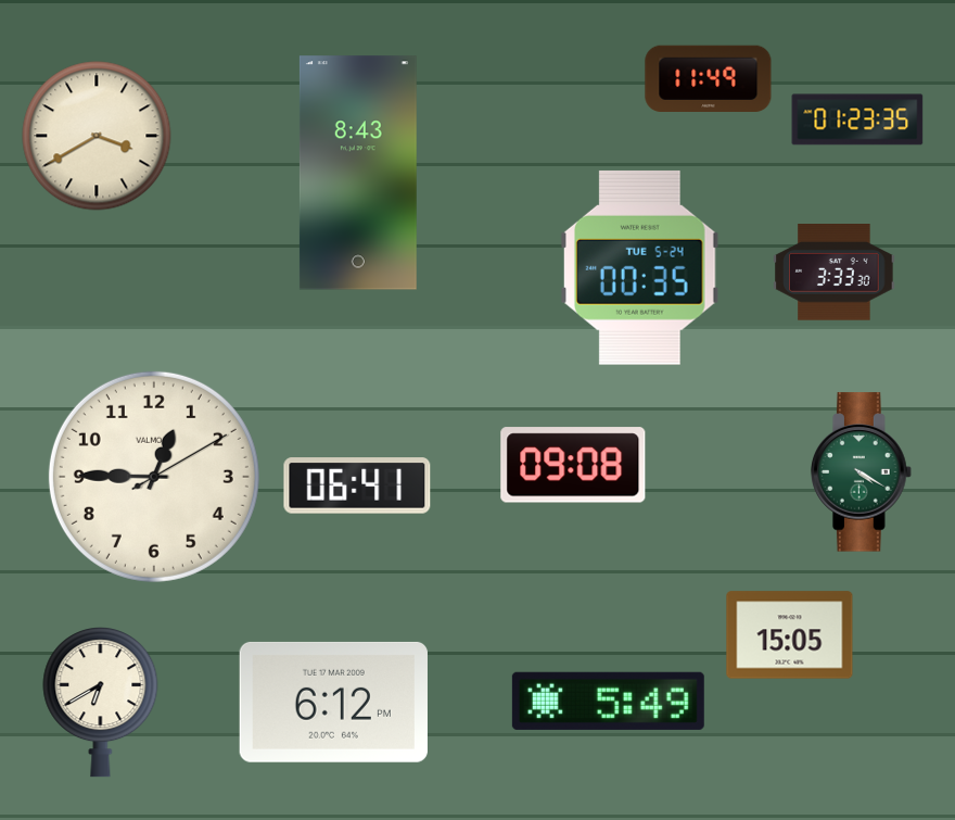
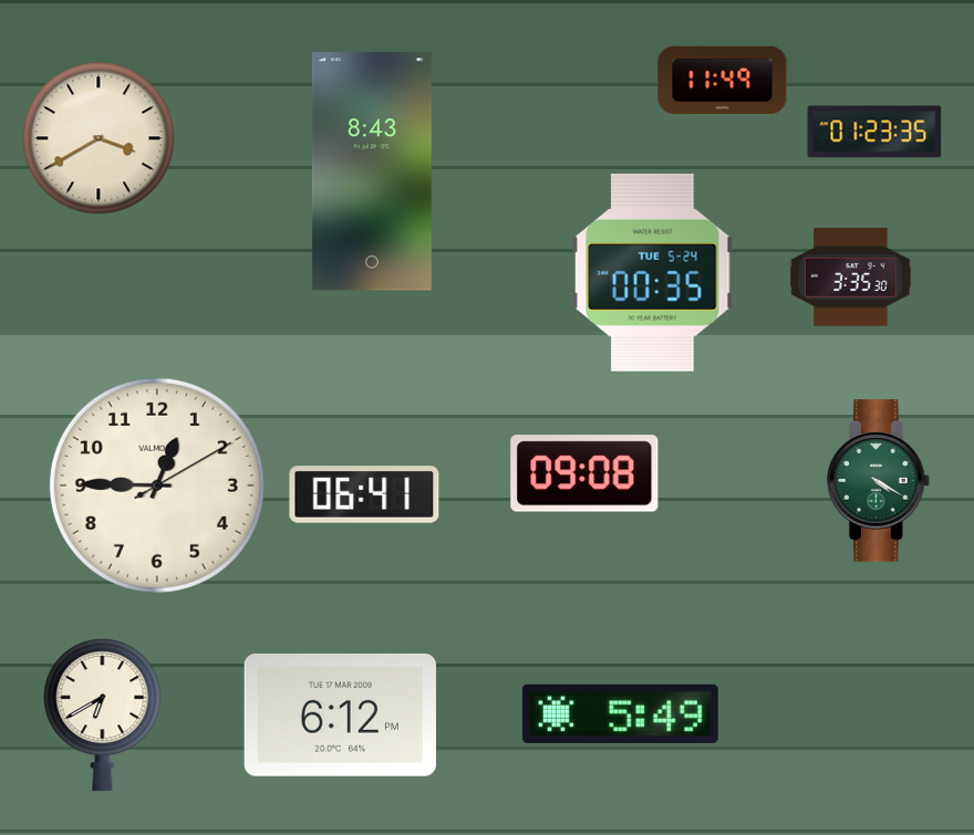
clock at (857, 119) position: (857, 119) -> (874, 132)
clock at (358, 173) position: (358, 173) -> (372, 171)
clock at (835, 273): 3:33 -> 3:35
clock at (790, 635): 15:05 -> none
